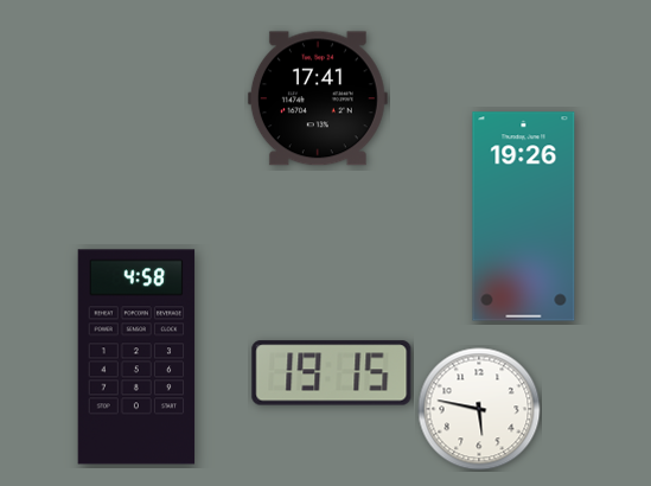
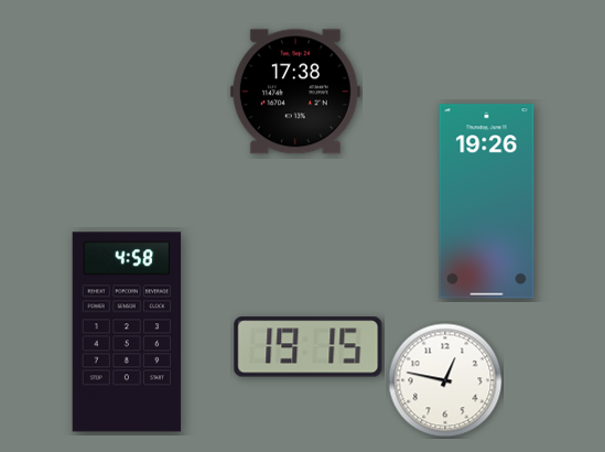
clock at (318, 98): 17:41 -> 17:38
clock at (479, 409): 5:47 -> 12:47
